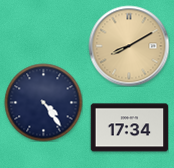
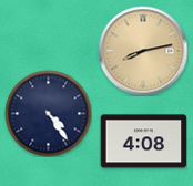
clock at (129, 46): 8:10 -> 8:13
clock at (129, 128): 17:34 -> 4:08
